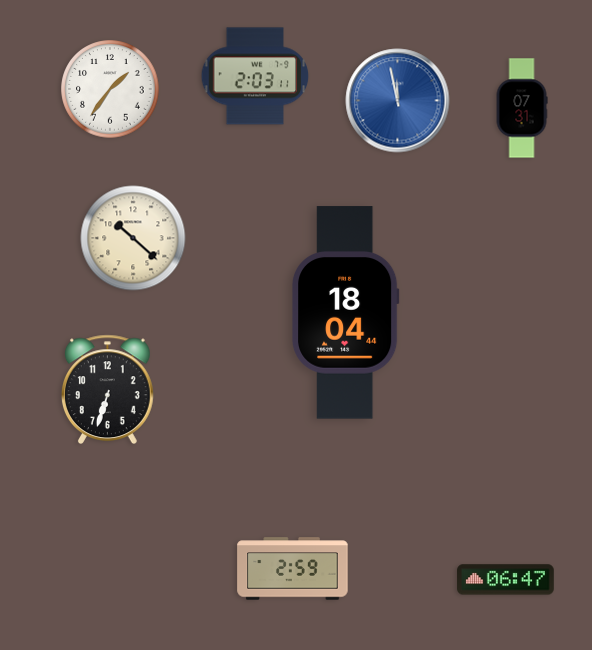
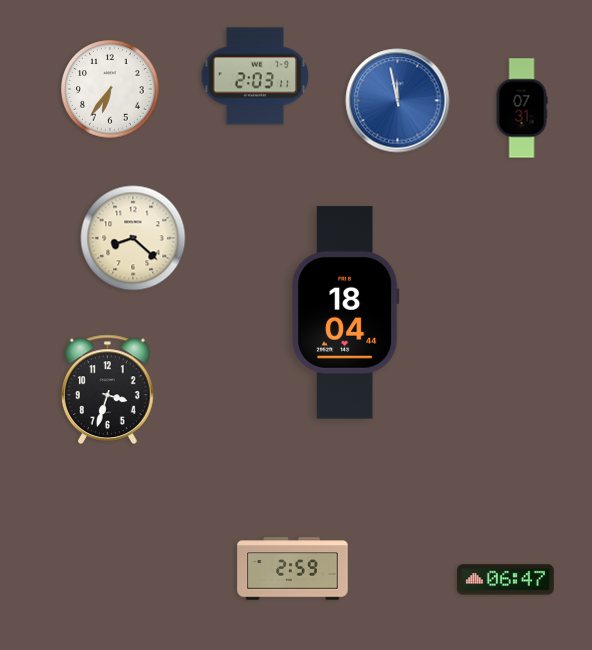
clock at (110, 89): 1:36 -> 6:36
clock at (133, 238): 10:22 -> 8:22
clock at (108, 389): 6:33 -> 3:33
